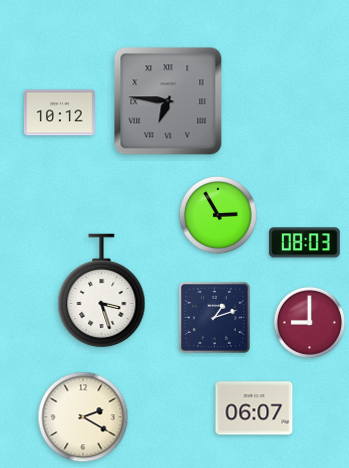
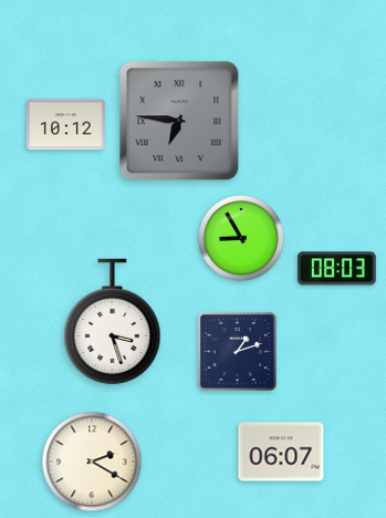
clock at (168, 101) position: (168, 101) -> (179, 121)
clock at (218, 215): 2:55 -> 8:55
clock at (310, 323): 9:00 -> none
